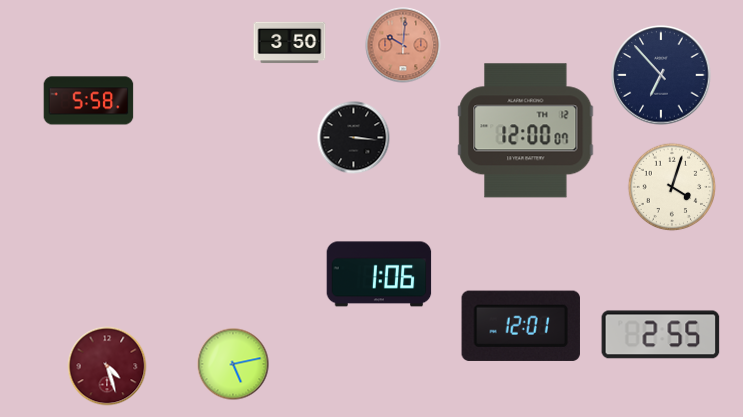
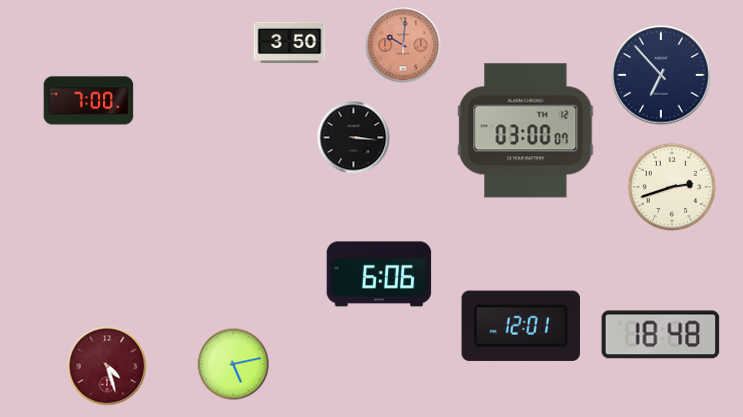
clock at (89, 101): 5:58 -> 7:00
clock at (526, 131): 12:00 -> 03:00
clock at (672, 187): 4:03 -> 2:42
clock at (379, 274): 1:06 -> 6:06
clock at (661, 335): 2:55 -> 18:48
